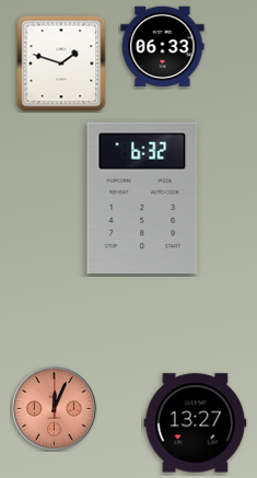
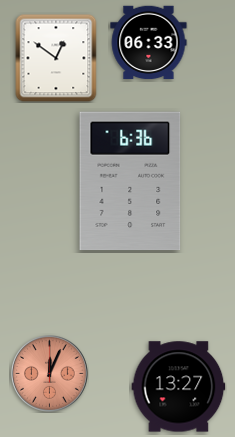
clock at (61, 63): 1:48 -> 12:51
clock at (142, 198): 6:32 -> 6:36
